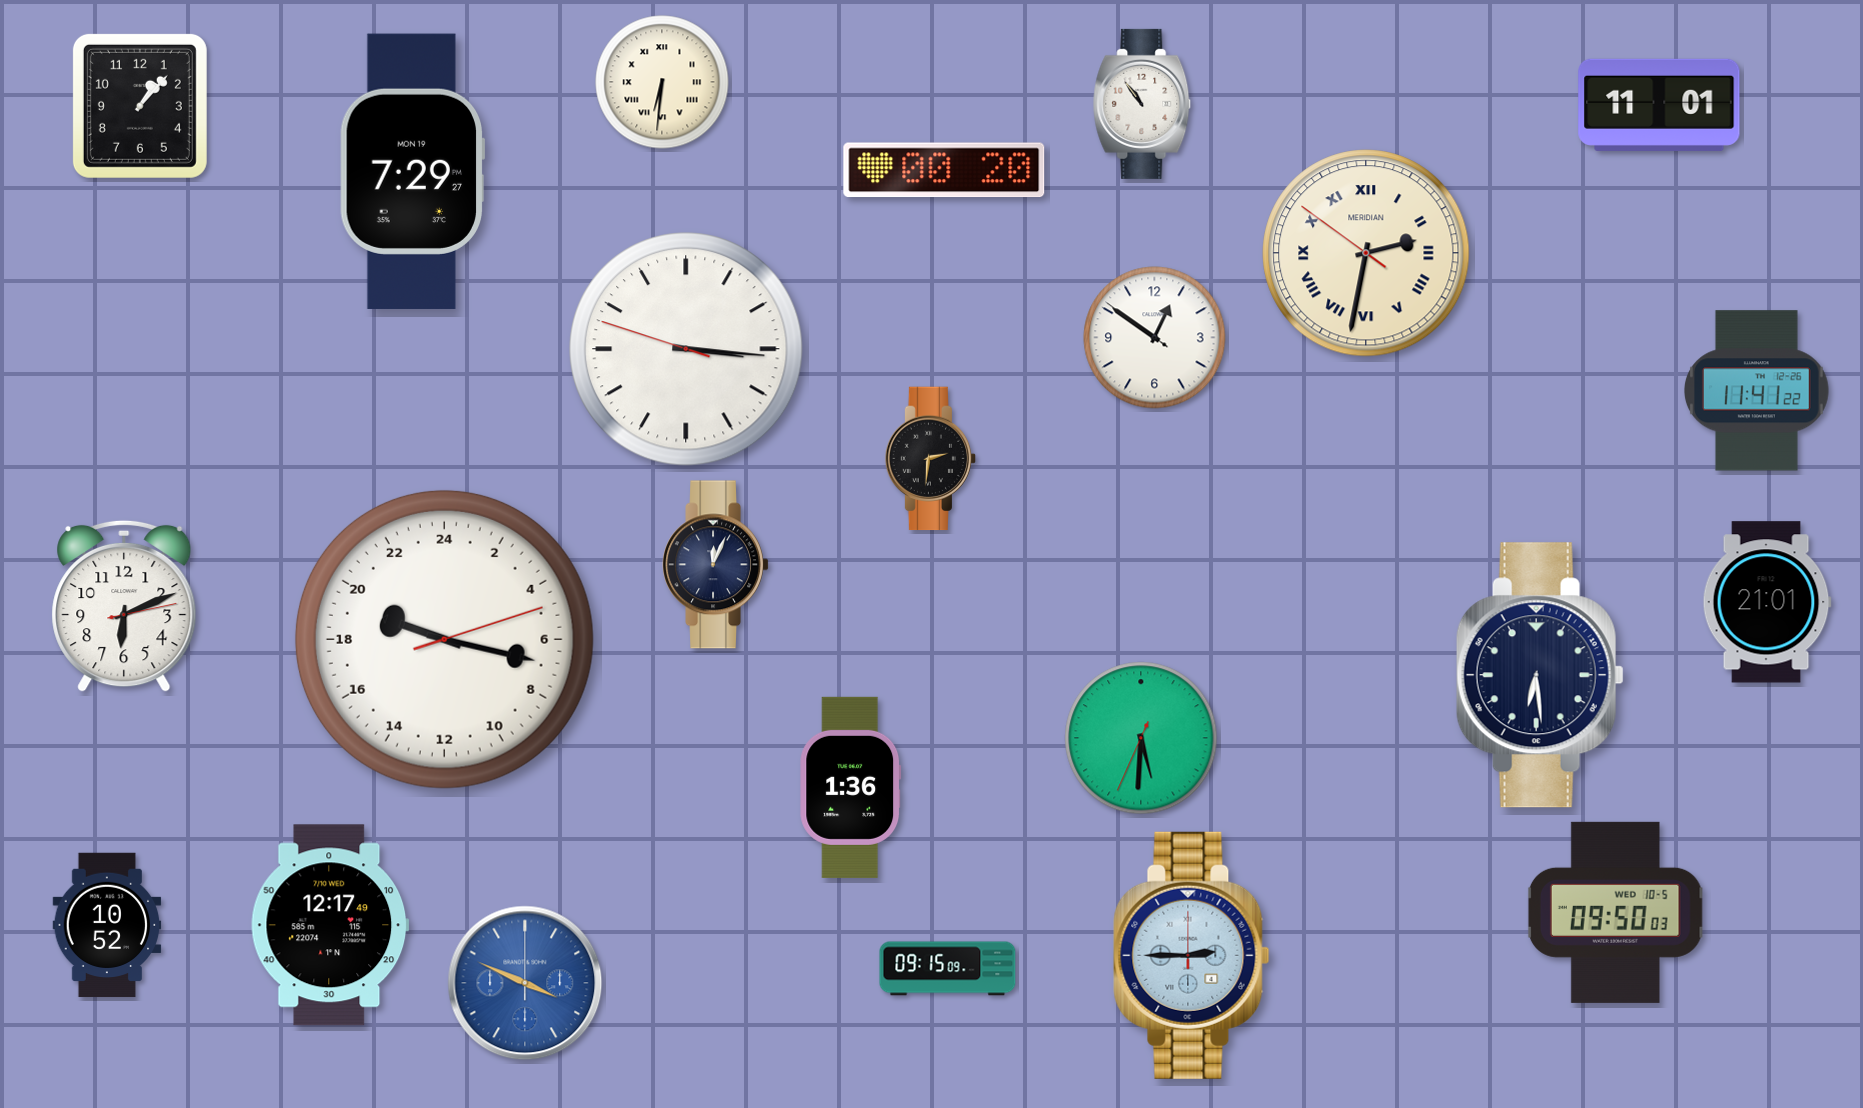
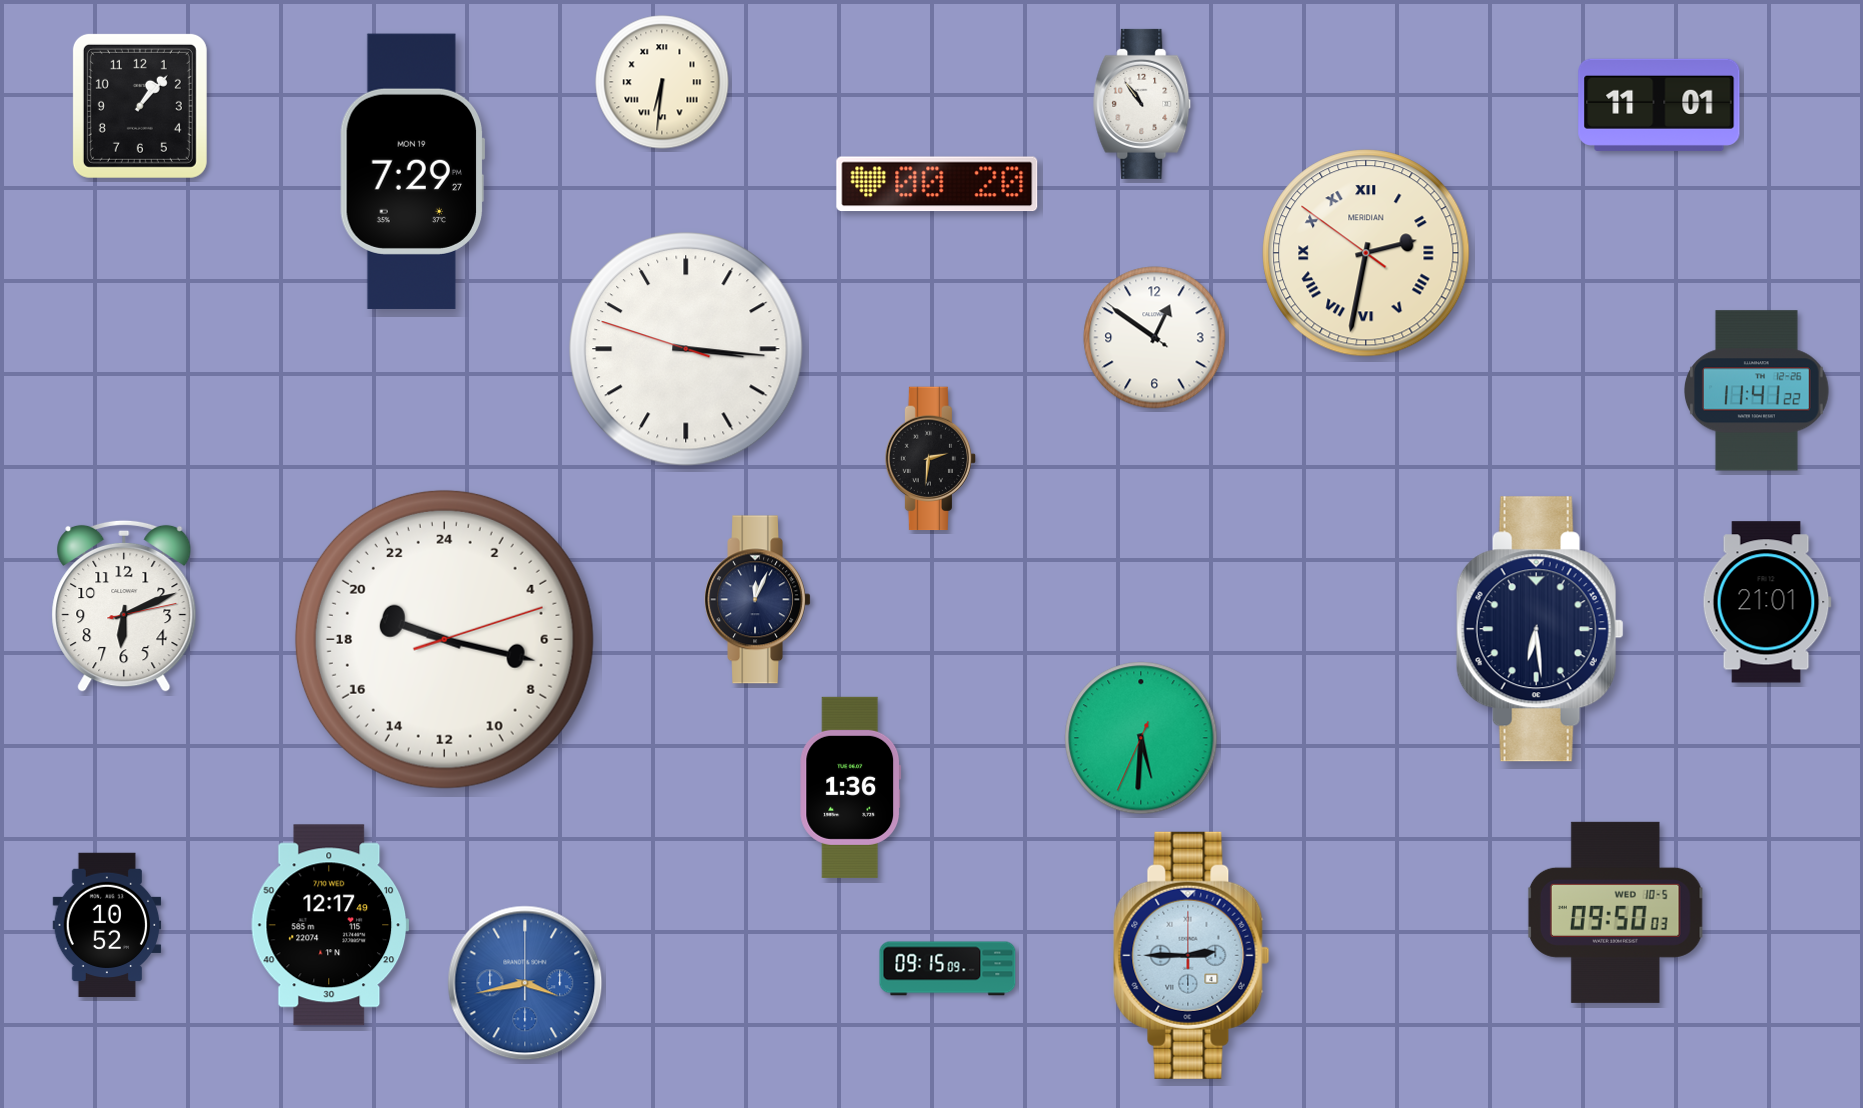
clock at (944, 170) position: (944, 170) -> (937, 184)
clock at (715, 565) position: (715, 565) -> (757, 600)
clock at (1540, 675) position: (1540, 675) -> (1540, 629)
clock at (525, 983): 3:49 -> 3:43
